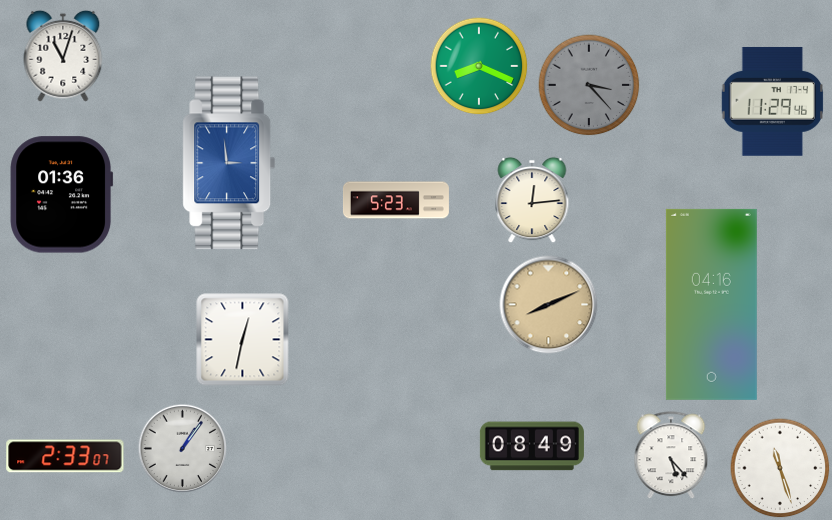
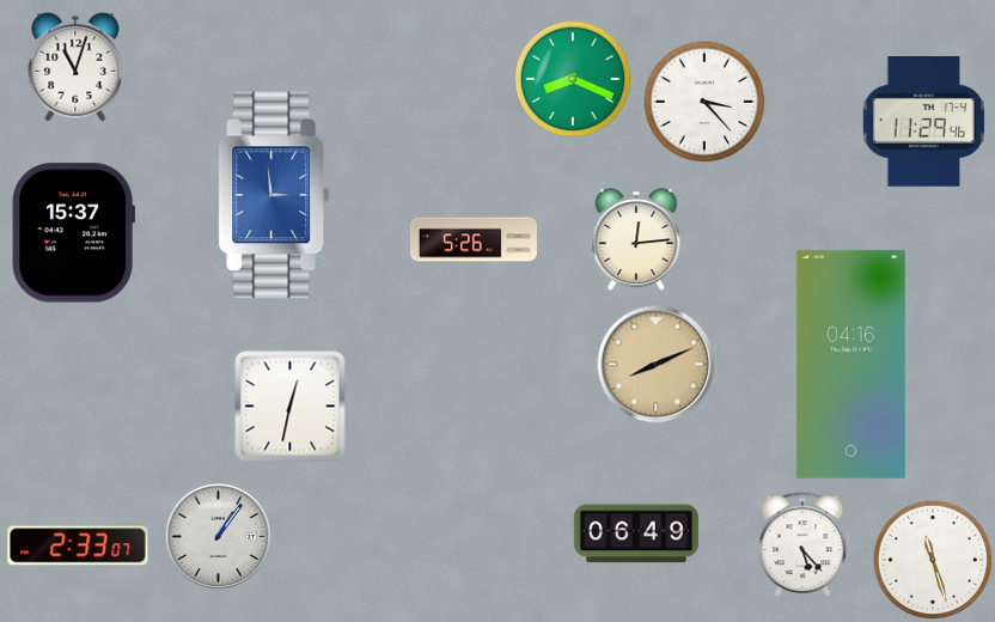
clock at (589, 85) dial: grey -> white
clock at (62, 195): 01:36 -> 15:37
clock at (396, 200): 5:23 -> 5:26
clock at (532, 446): 08:49 -> 06:49
